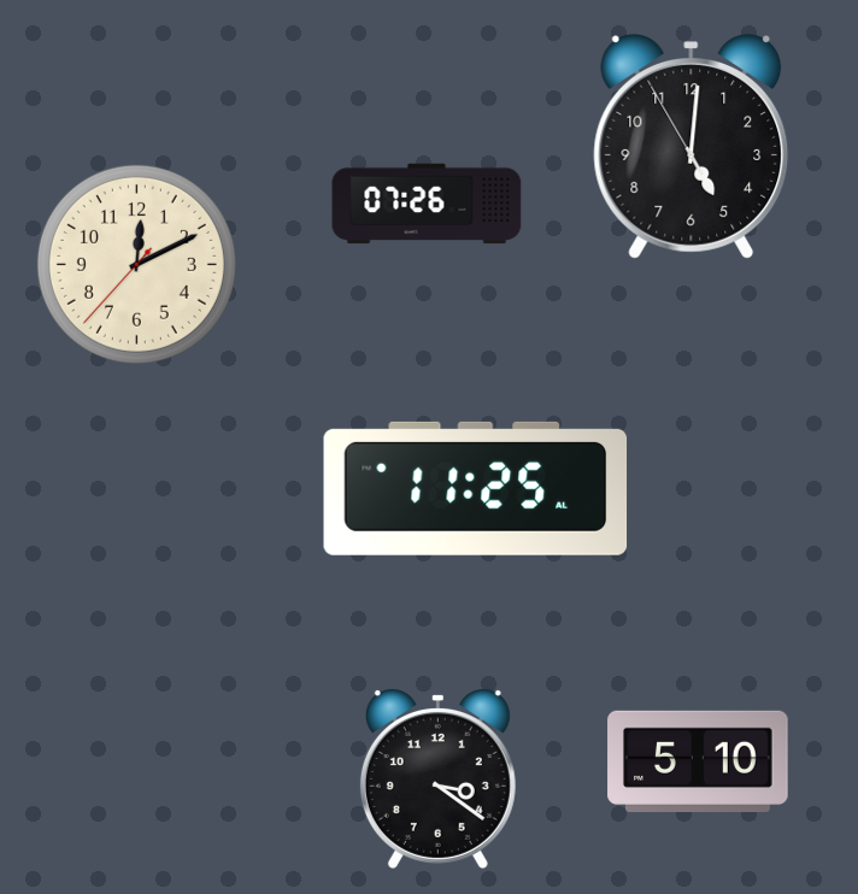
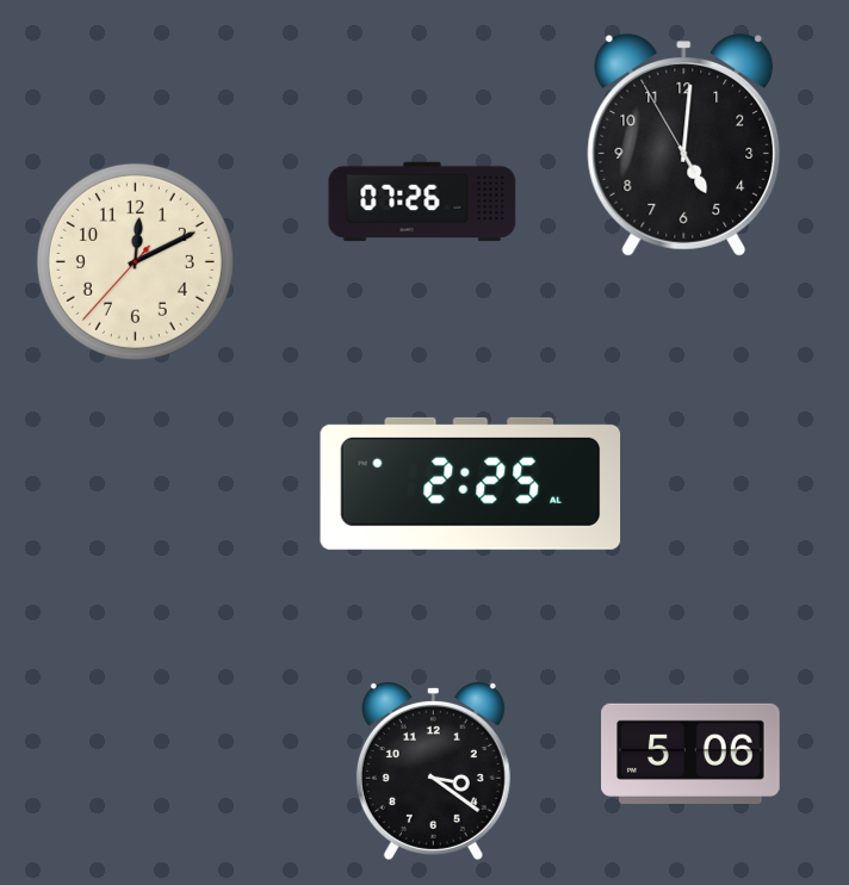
clock at (476, 488): 11:25 -> 2:25
clock at (698, 761): 5:10 -> 5:06
